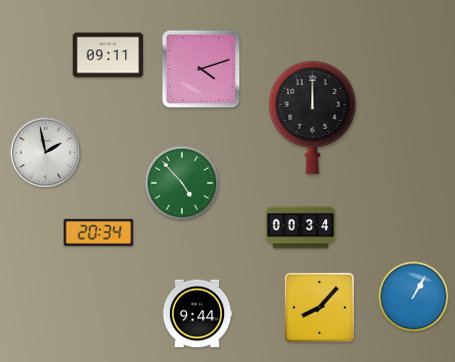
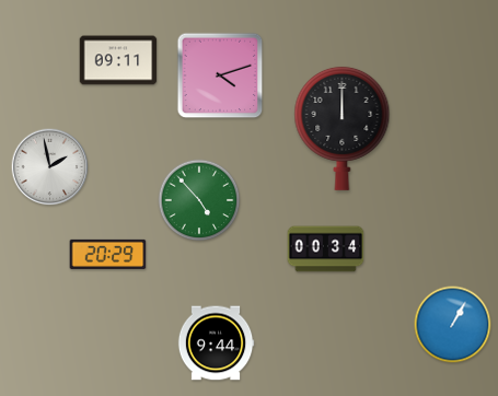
clock at (301, 228) position: (301, 228) -> (326, 249)
clock at (99, 232): 20:34 -> 20:29
clock at (319, 307): 8:07 -> none
